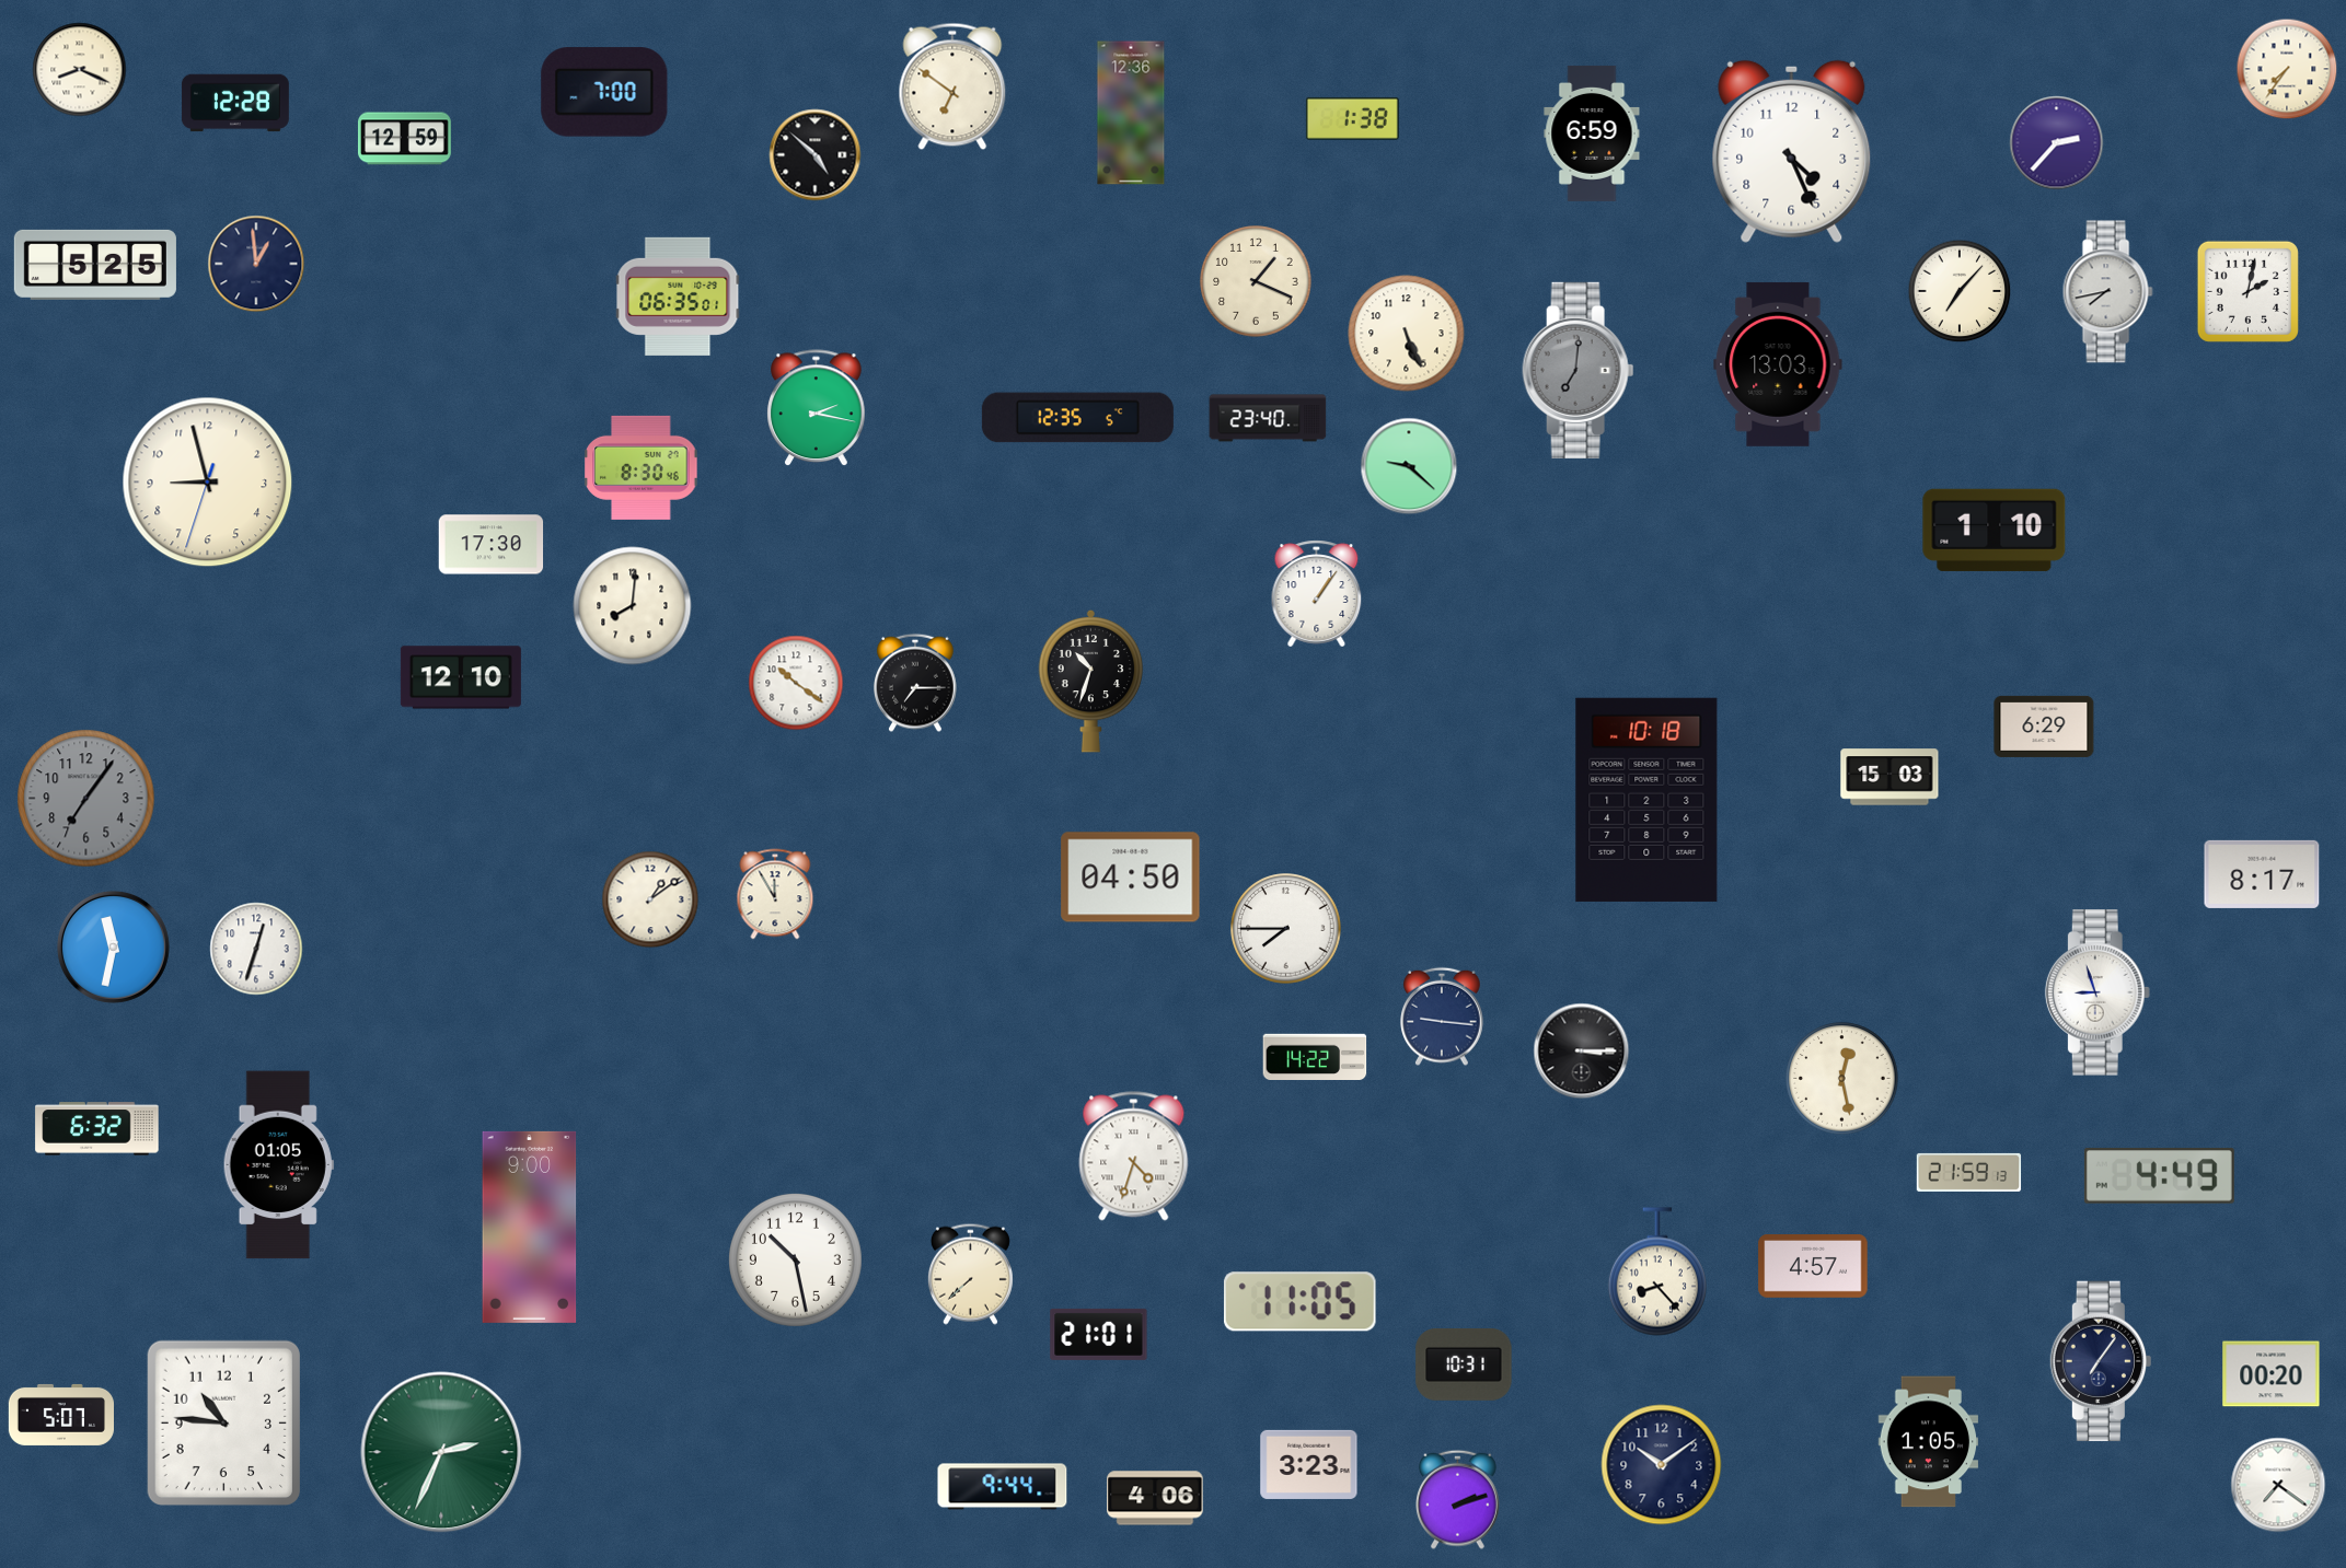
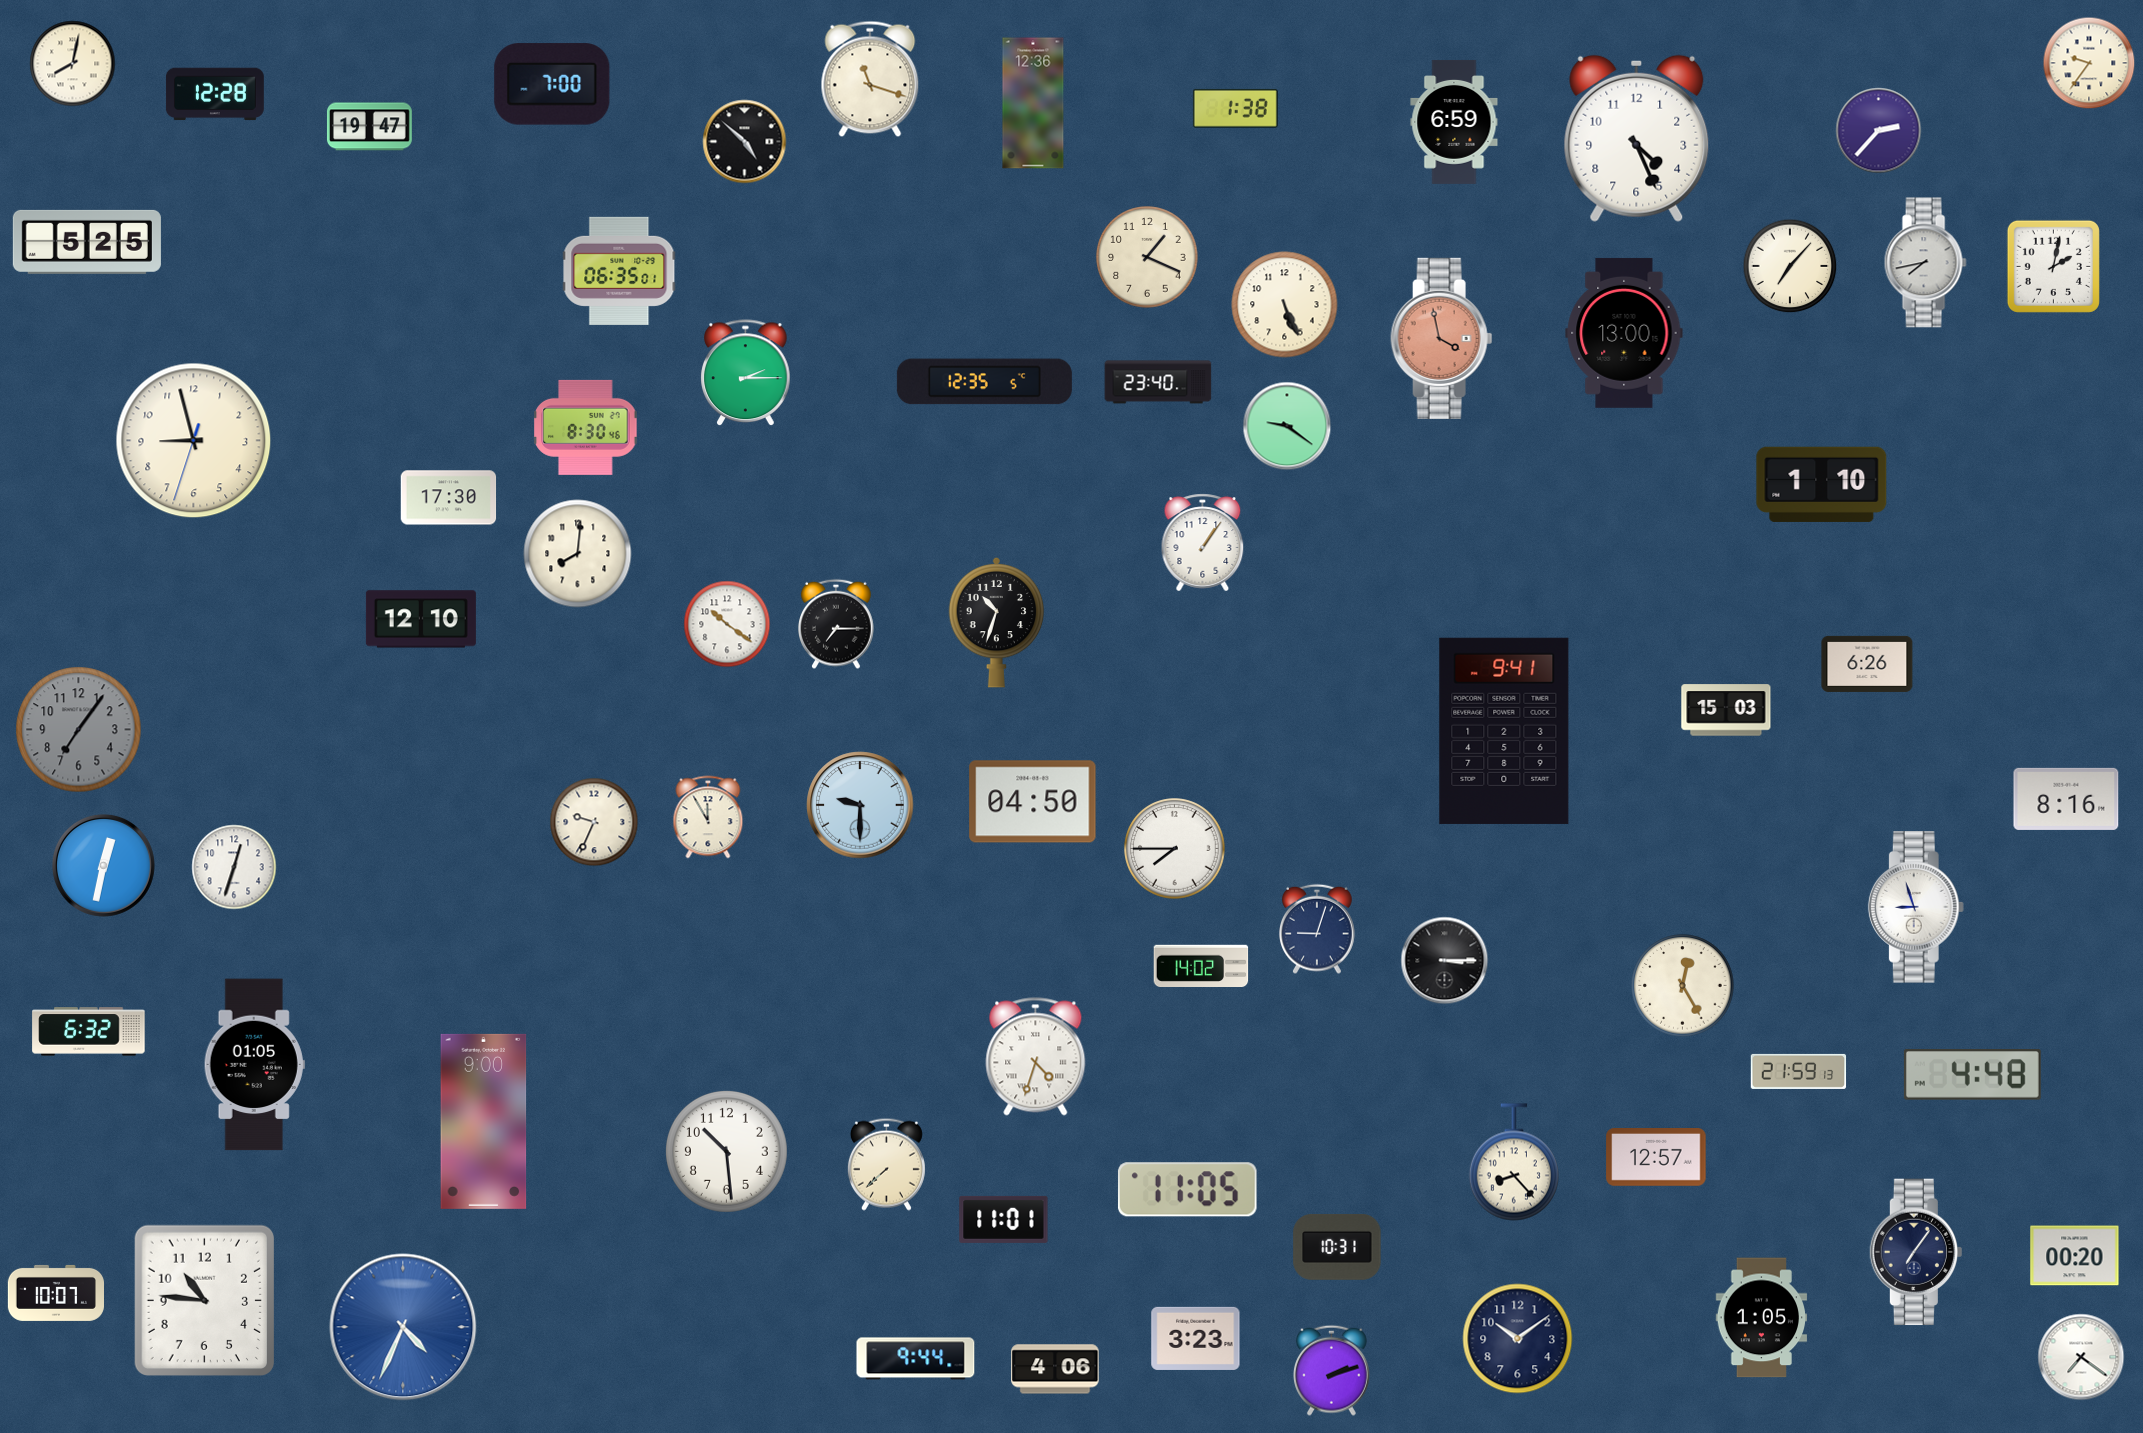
clock at (2287, 69): 7:36 -> 9:36
clock at (80, 70): 8:19 -> 8:02
clock at (952, 86): 6:51 -> 11:18
clock at (404, 139): 12:59 -> 19:47
clock at (256, 264): 12:59 -> none
clock at (2107, 292) position: (2107, 292) -> (1925, 263)
clock at (1778, 364): 13:03 -> 13:00
clock at (1579, 370): 7:01 -> 3:58
clock at (1579, 370) dial: grey -> salmon
clock at (817, 408): 2:17 -> 2:15
clock at (1409, 466): 9:22 -> 9:21
clock at (208, 483) position: (208, 483) -> (194, 441)
clock at (2044, 727): 6:29 -> 6:26
clock at (1646, 800): 10:18 -> 9:41
clock at (2262, 874): 8:17 -> 8:16
clock at (860, 805): none -> 9:30
clock at (650, 899): 1:09 -> 9:34
clock at (113, 946): 11:32 -> 12:32
clock at (1442, 1017): 9:16 -> 9:03
clock at (1315, 1056): 14:22 -> 14:02
clock at (1842, 1079): 12:28 -> 12:25
clock at (2159, 1176): 4:49 -> 4:48
clock at (795, 1259): 10:28 -> 10:29
clock at (1813, 1267): 4:57 -> 12:57
clock at (1099, 1334): 21:01 -> 11:01
clock at (2101, 1361) position: (2101, 1361) -> (1916, 1252)
clock at (60, 1415): 5:07 -> 10:07
clock at (441, 1452): 2:34 -> 4:34
clock at (441, 1452) dial: green -> blue
